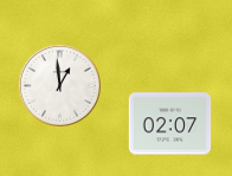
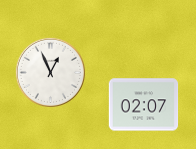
clock at (59, 85): 12:59 -> 12:56
